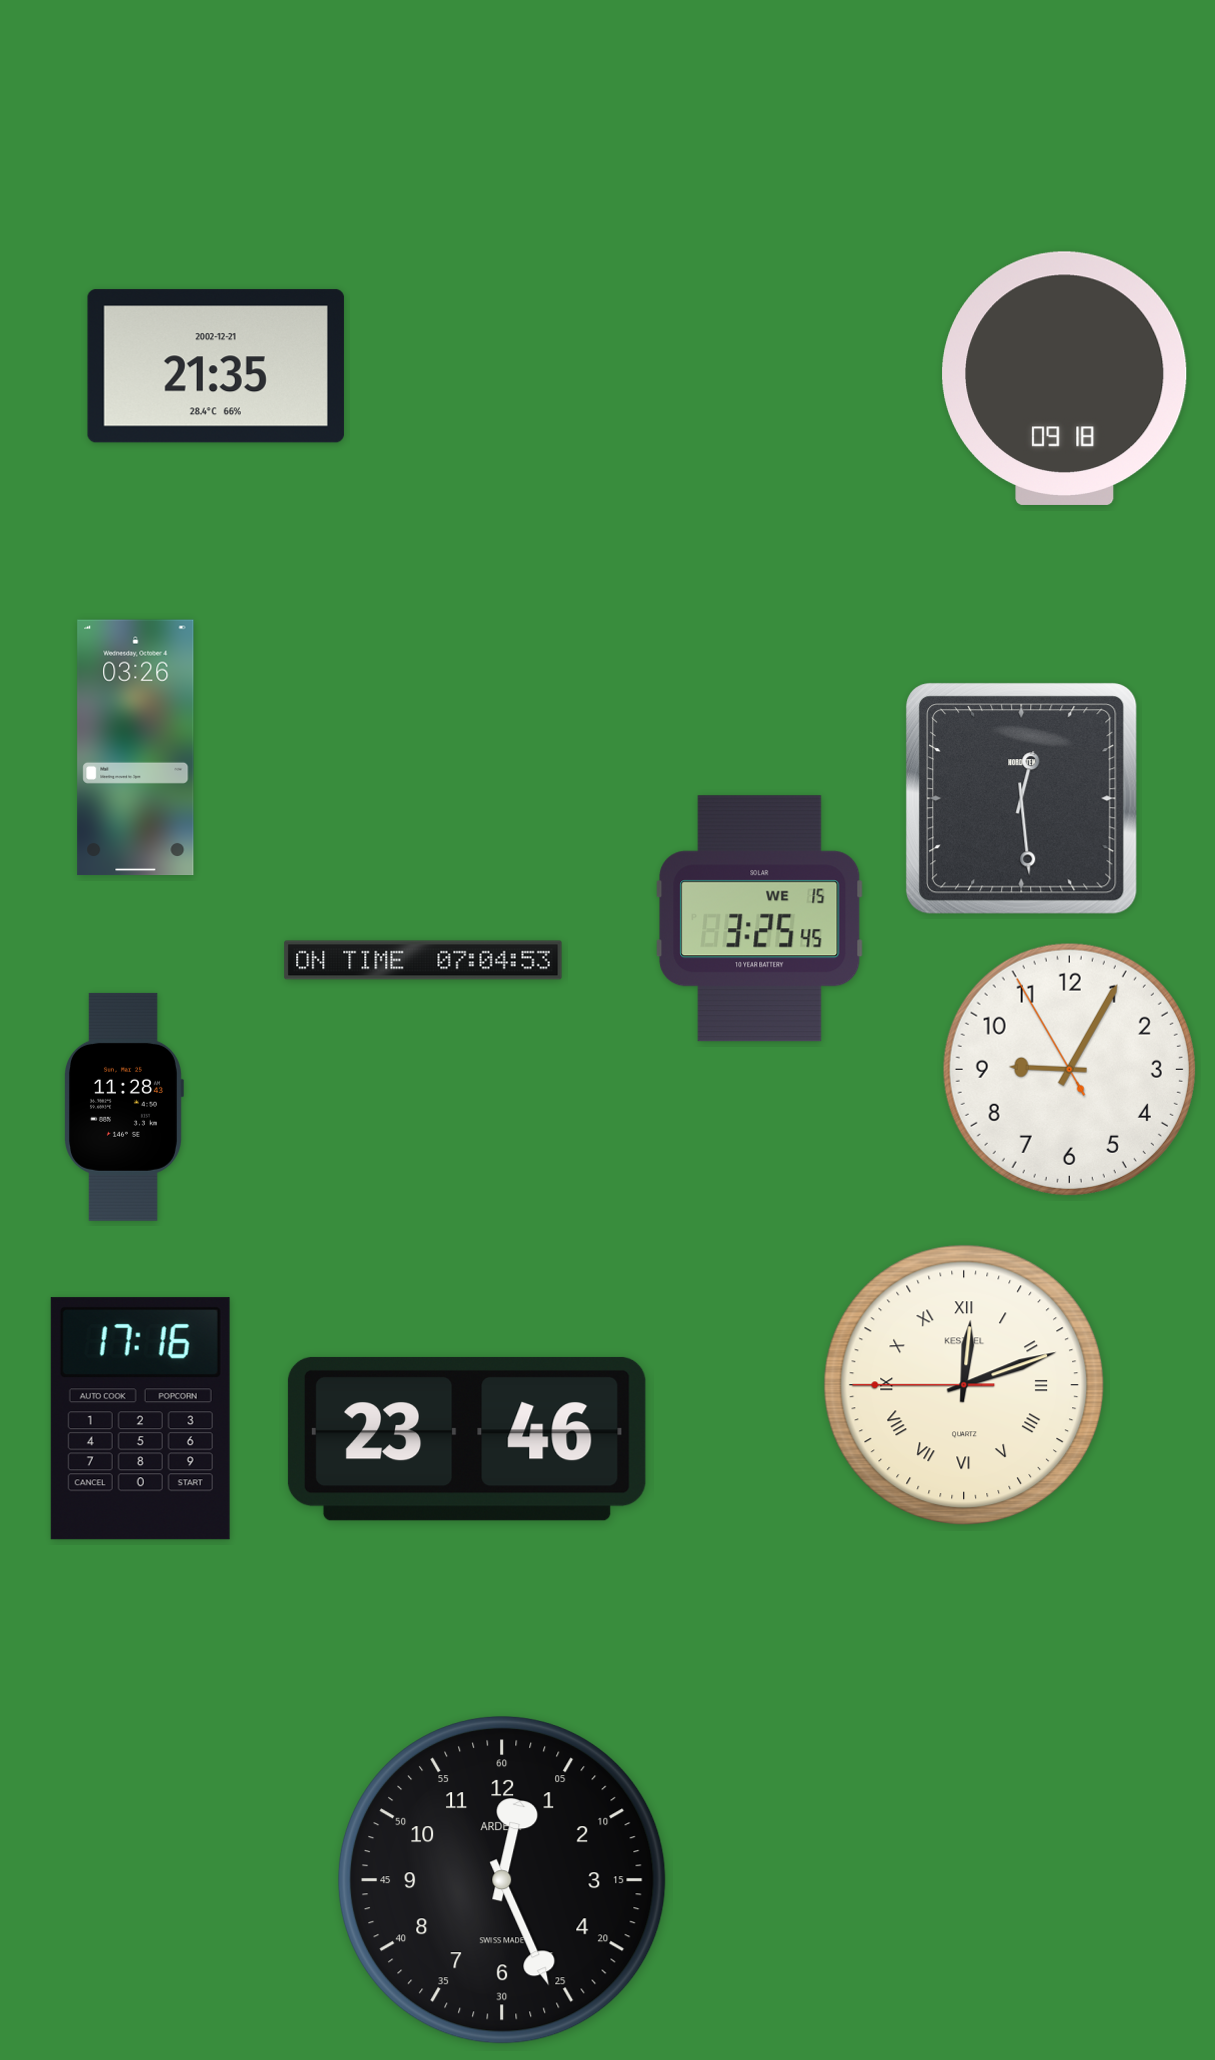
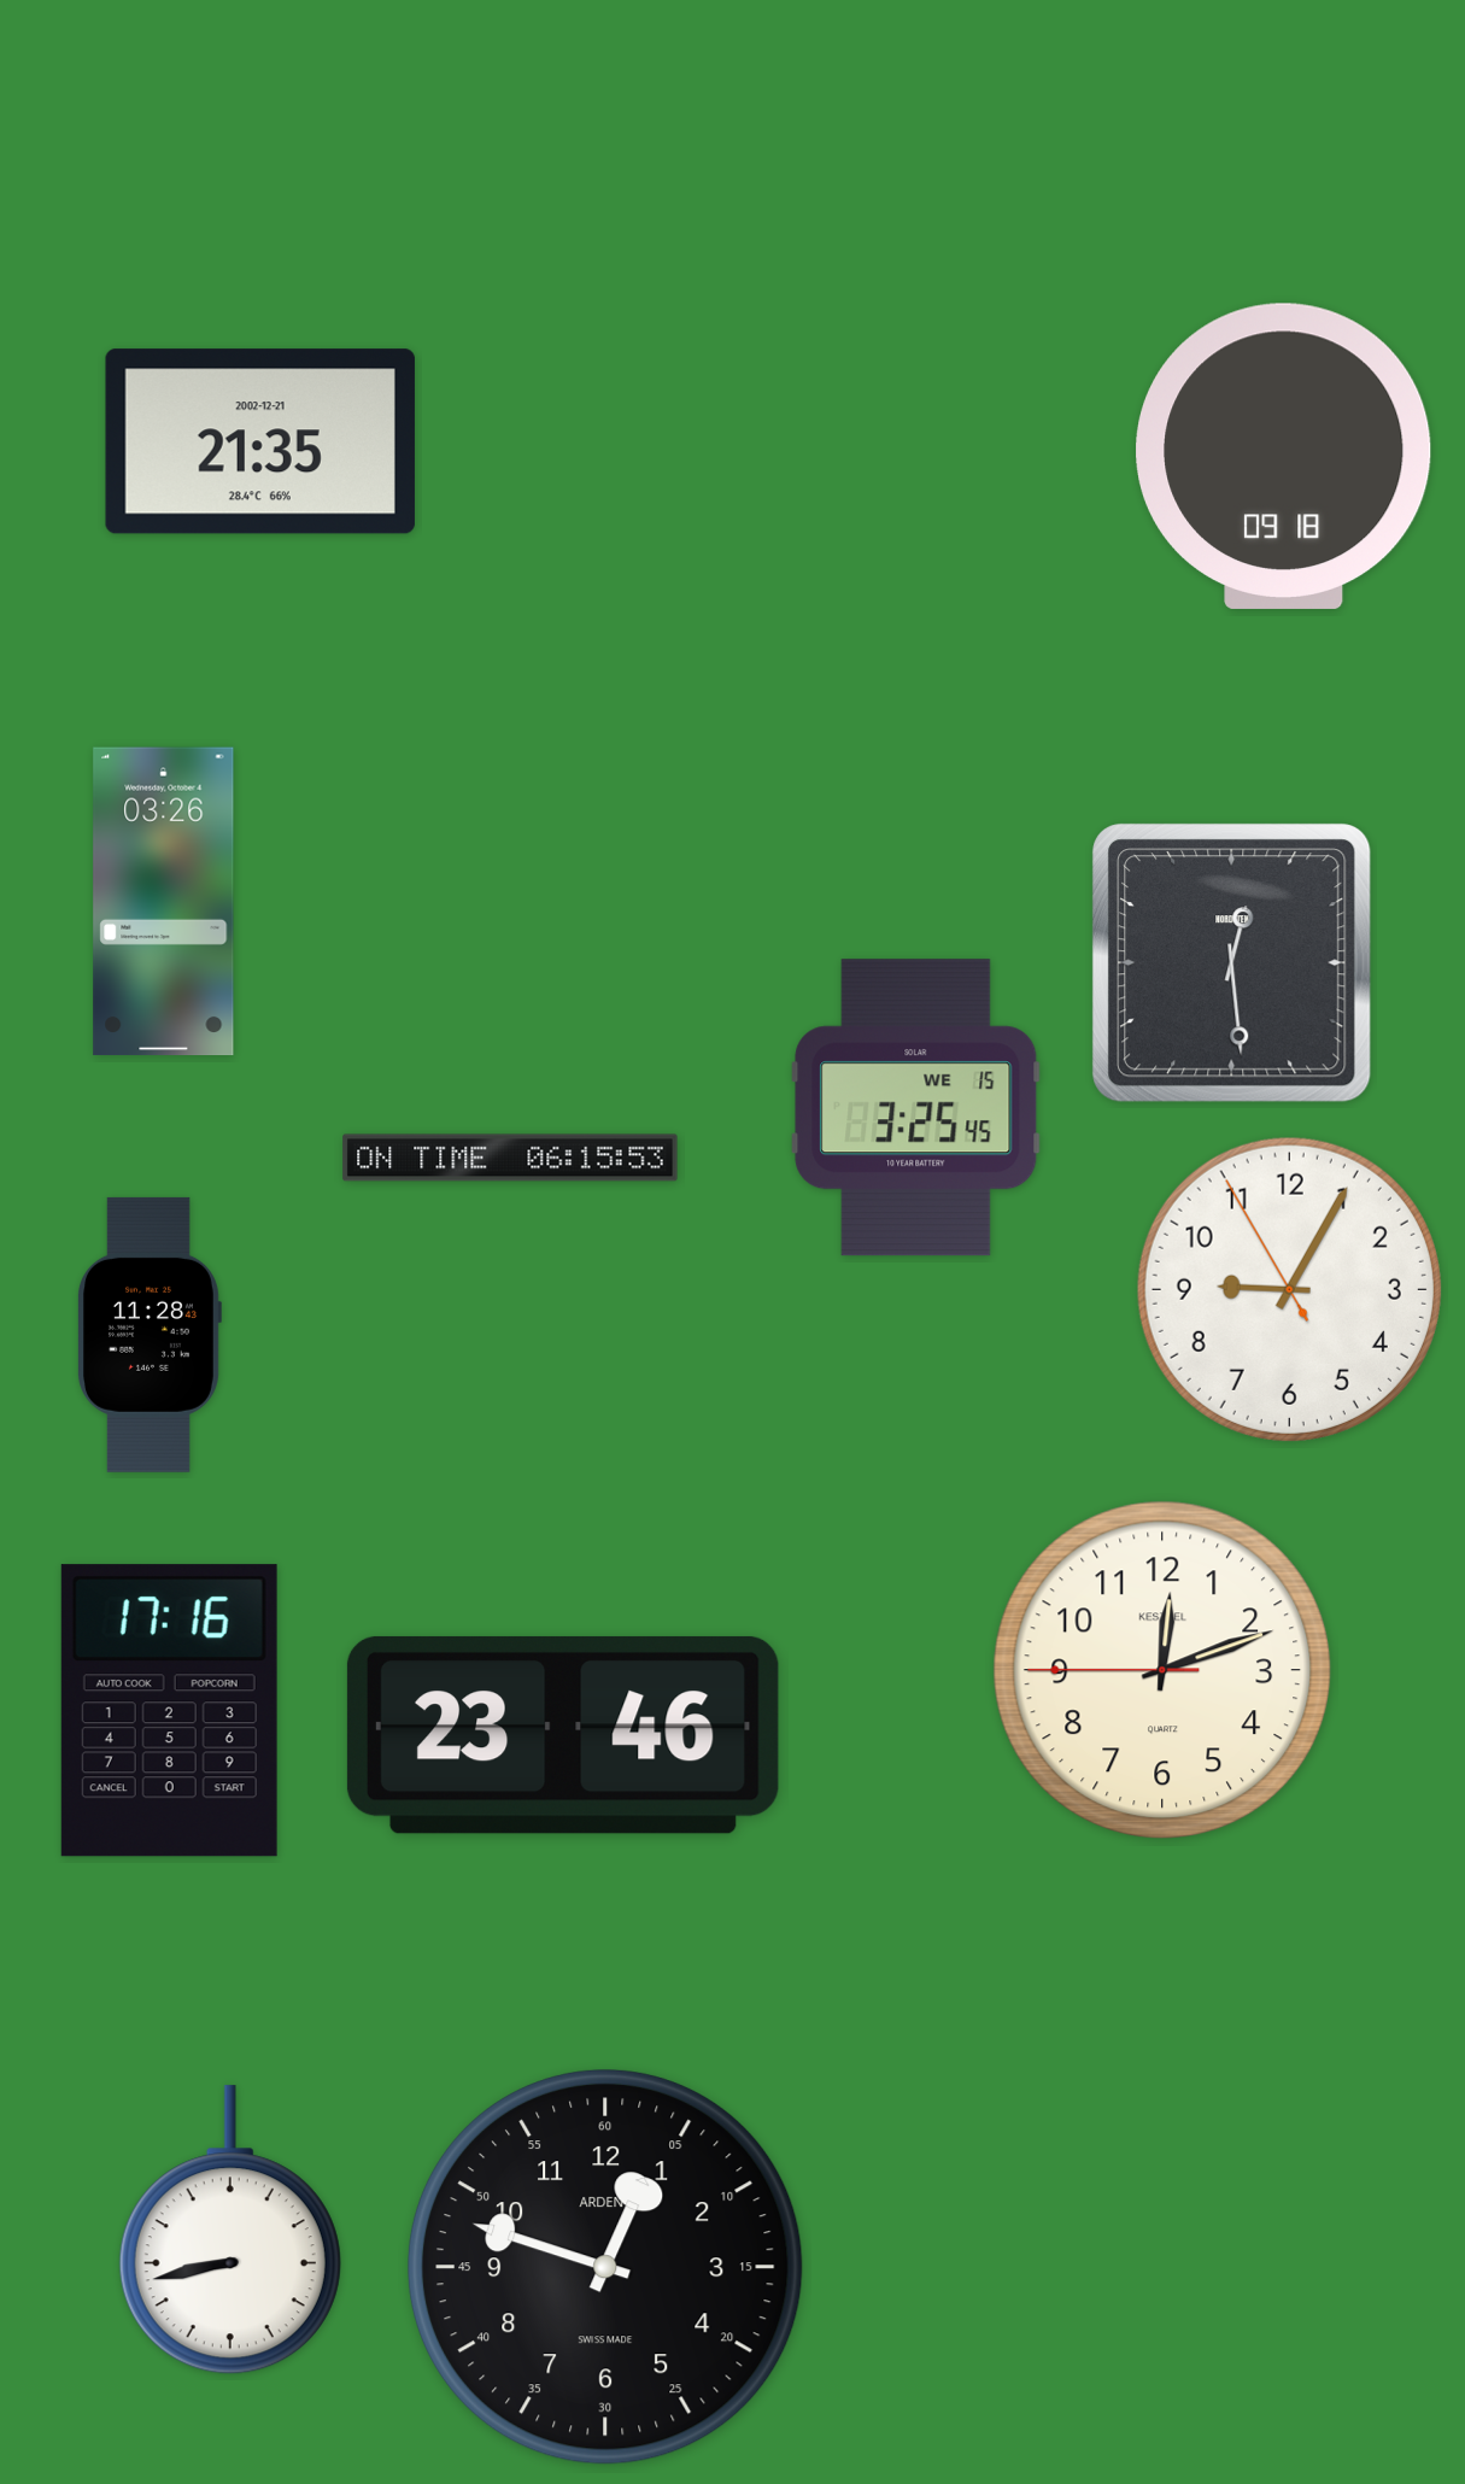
clock at (423, 960): 07:04 -> 06:15
clock at (964, 1385) numerals: Roman -> Arabic
clock at (230, 2231): none -> 8:43
clock at (503, 1881): 12:26 -> 12:48
